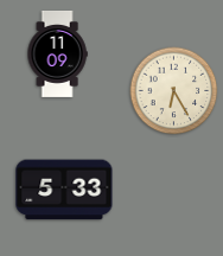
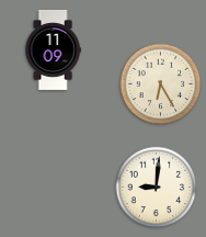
clock at (64, 190): 5:33 -> none
clock at (157, 188): none -> 9:01
